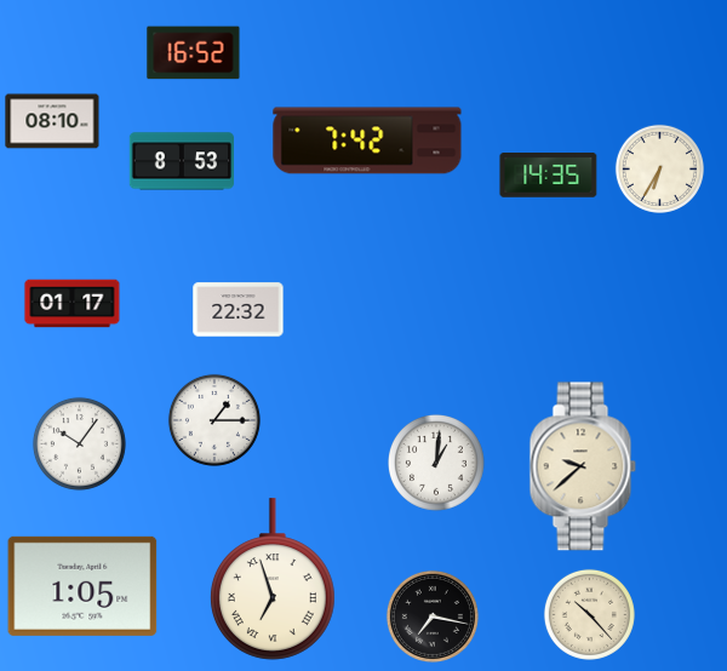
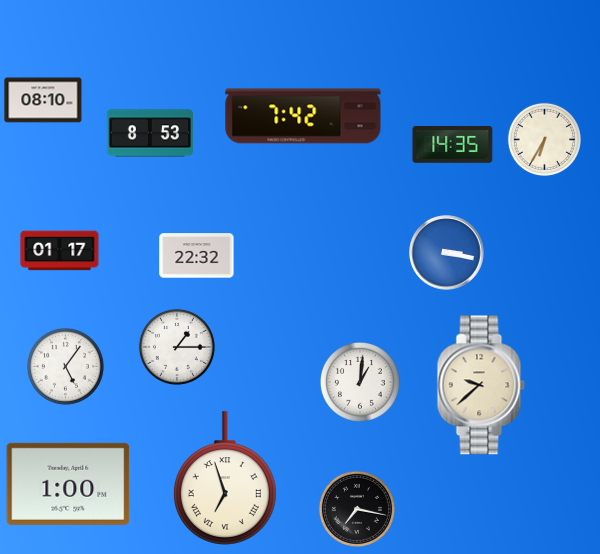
clock at (194, 53): 16:52 -> none
clock at (447, 253): none -> 3:17
clock at (79, 443): 10:06 -> 5:06
clock at (82, 586): 1:05 -> 1:00
clock at (589, 614): 10:23 -> none
